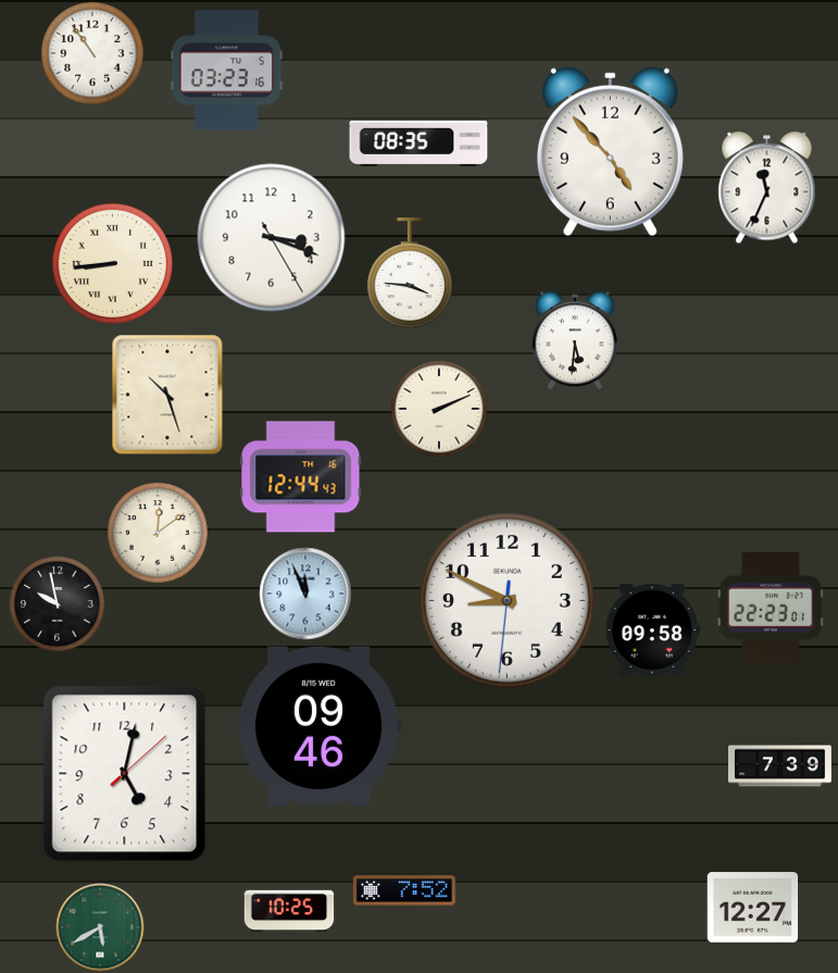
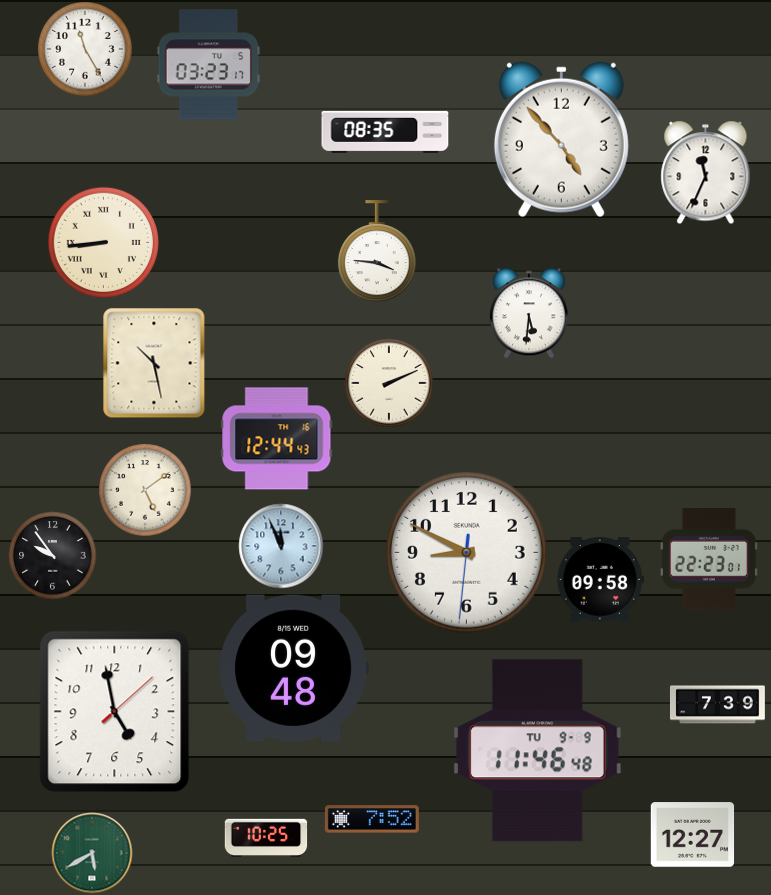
clock at (92, 53): 10:54 -> 11:25
clock at (227, 71): 03:23:16 -> 03:23:17
clock at (272, 238): 3:18 -> none
clock at (167, 395): 10:27 -> 10:28
clock at (439, 409) position: (439, 409) -> (389, 383)
clock at (158, 533): 12:09 -> 5:09
clock at (57, 603): 9:58 -> 9:54
clock at (320, 726): 09:46 -> 09:48
clock at (125, 774): 5:02 -> 4:58
clock at (537, 751): none -> 11:46
